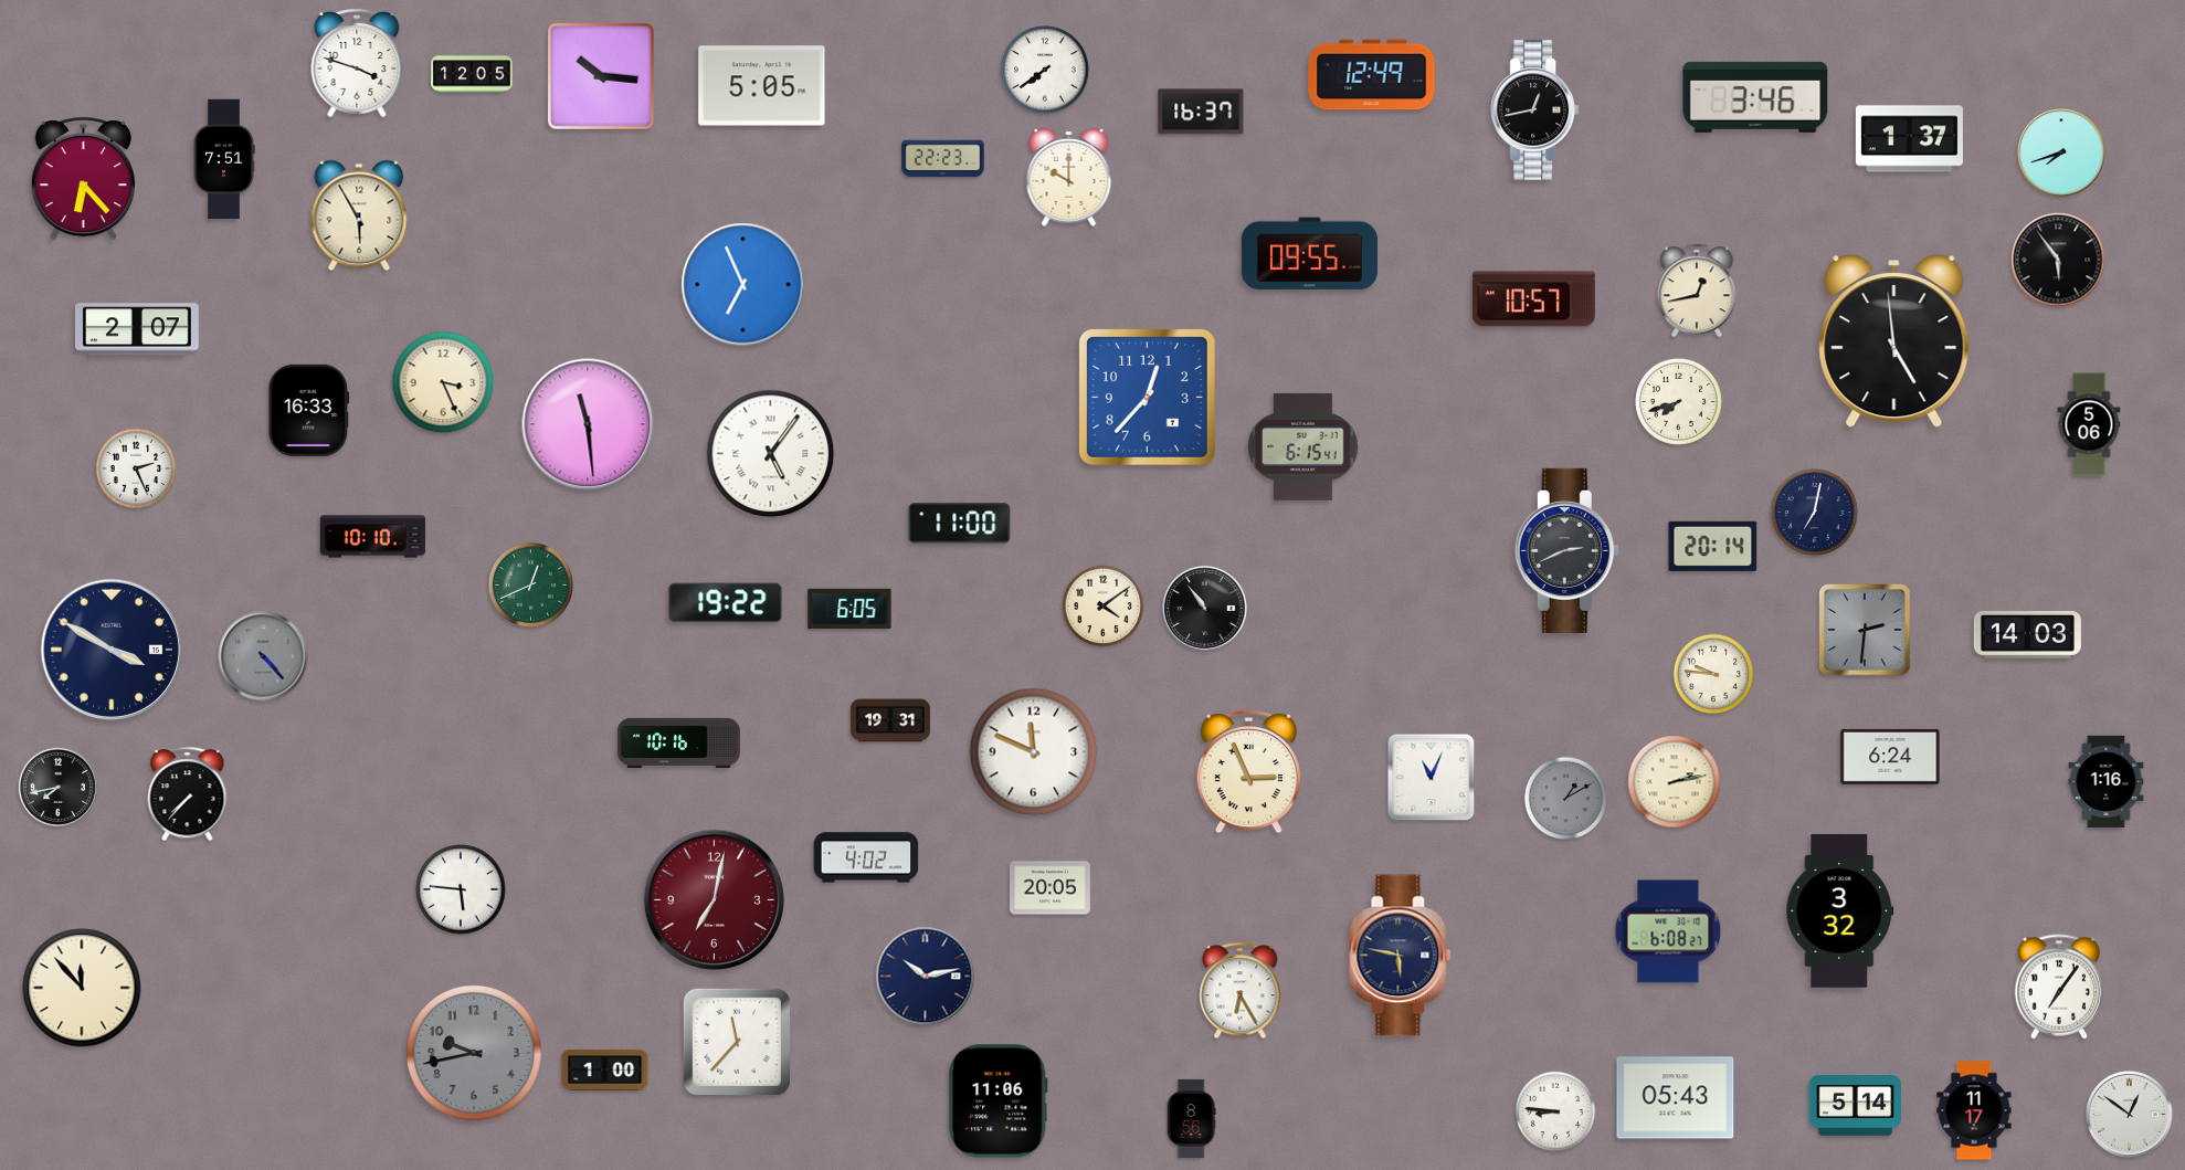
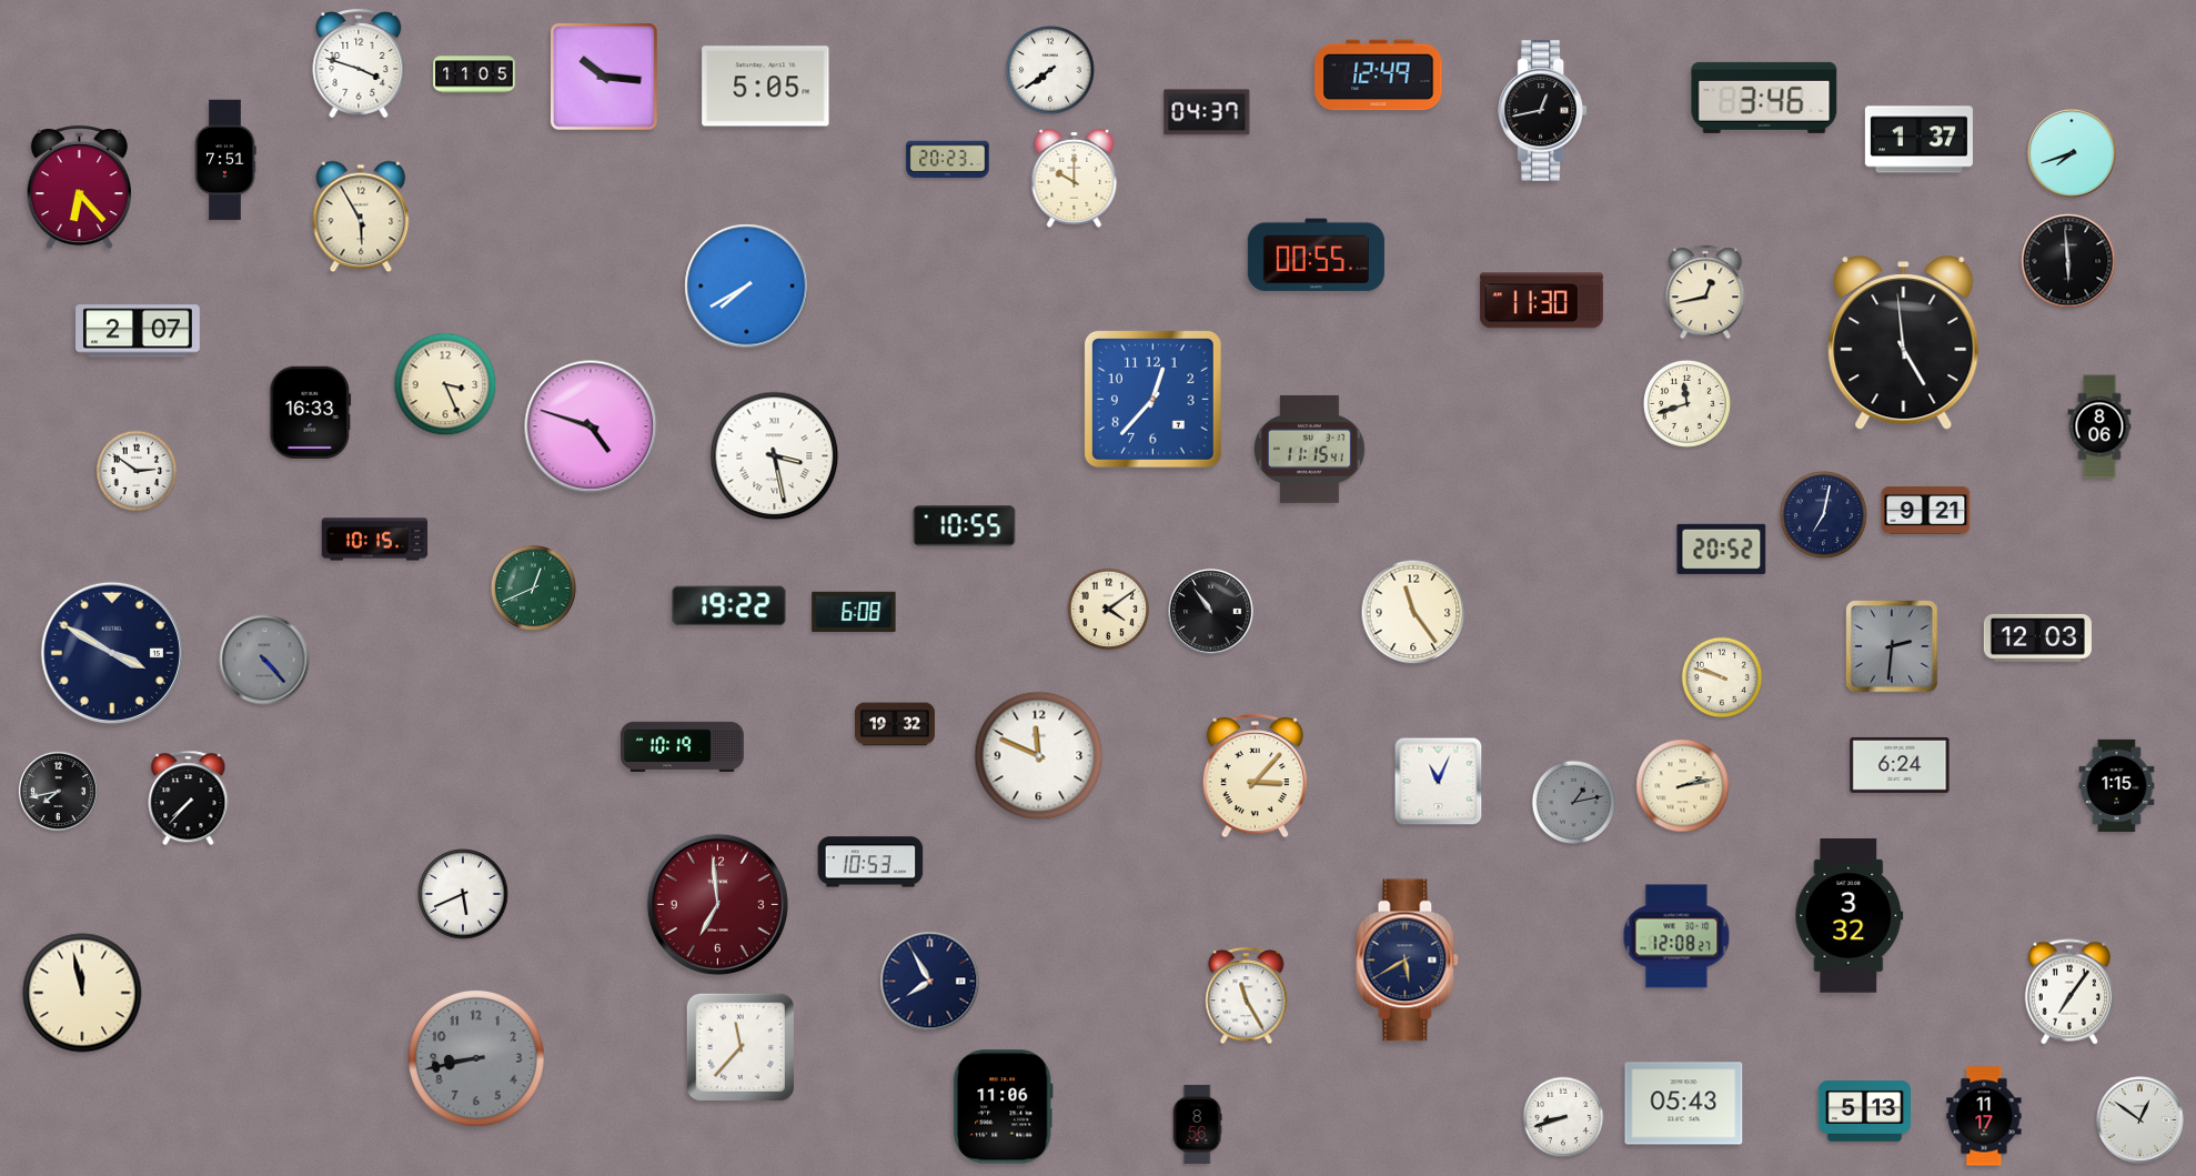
clock at (472, 74): 12:05 -> 11:05
clock at (1201, 112): 16:37 -> 04:37
clock at (943, 159): 22:23 -> 20:23
clock at (83, 179) position: (83, 179) -> (79, 188)
clock at (1309, 254): 09:55 -> 00:55
clock at (2058, 260): 5:54 -> 5:59
clock at (743, 285): 6:56 -> 7:40
clock at (1533, 299): 10:57 -> 11:30
clock at (1679, 402): 7:42 -> 11:42
clock at (588, 424): 11:29 -> 4:48
clock at (2089, 424): 5:06 -> 8:06
clock at (1303, 446): 6:15 -> 11:15
clock at (771, 454): 5:06 -> 3:28
clock at (136, 468): 2:26 -> 2:51
clock at (1926, 510): none -> 9:21
clock at (960, 524): 11:00 -> 10:55
clock at (373, 537): 10:10 -> 10:15
clock at (1713, 546): 20:14 -> 20:52
clock at (1566, 550): 2:41 -> none
clock at (849, 609): 6:05 -> 6:08
clock at (1413, 612): none -> 11:24
clock at (1865, 630) position: (1865, 630) -> (1892, 646)
clock at (2027, 634): 14:03 -> 12:03
clock at (1713, 674): 9:46 -> 9:48
clock at (890, 720): 19:31 -> 19:32
clock at (678, 742): 10:16 -> 10:19
clock at (1890, 757) position: (1890, 757) -> (1900, 765)
clock at (1248, 772): 2:56 -> 3:07
clock at (2107, 782): 1:16 -> 1:15
clock at (1565, 798): 1:10 -> 1:13
clock at (866, 857): 4:02 -> 10:53
clock at (1051, 888): 20:05 -> none
clock at (461, 889): 5:46 -> 5:41
clock at (714, 899): 7:02 -> 6:59
clock at (1668, 931): 6:08 -> 12:08
clock at (1401, 956): 5:47 -> 5:40
clock at (926, 977): 10:13 -> 7:55
clock at (82, 988): 11:53 -> 11:58
clock at (1241, 991): 6:25 -> 11:25
clock at (474, 1053): 9:43 -> 8:43
clock at (605, 1069): 1:00 -> none
clock at (1855, 1106): 5:14 -> 5:13
clock at (1555, 1111): 8:46 -> 8:42
